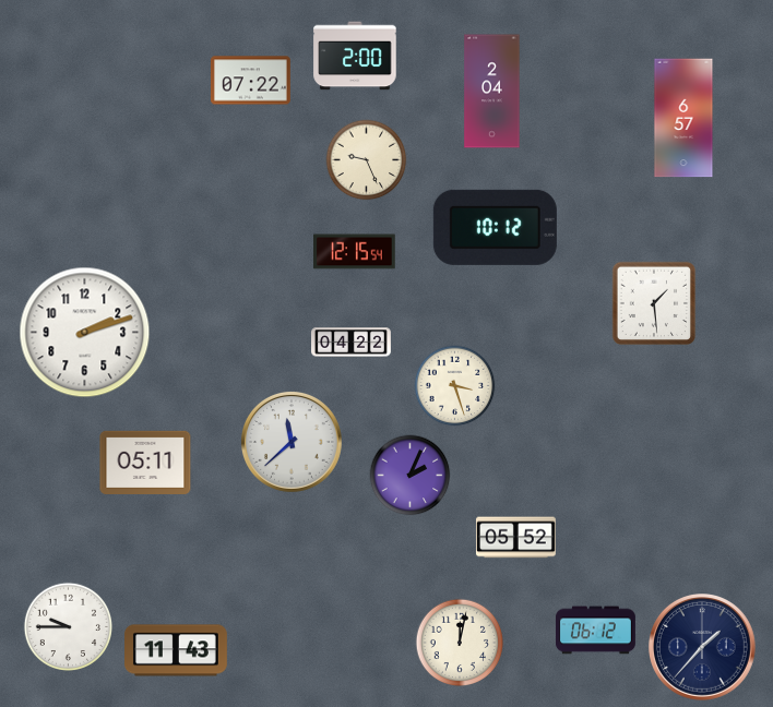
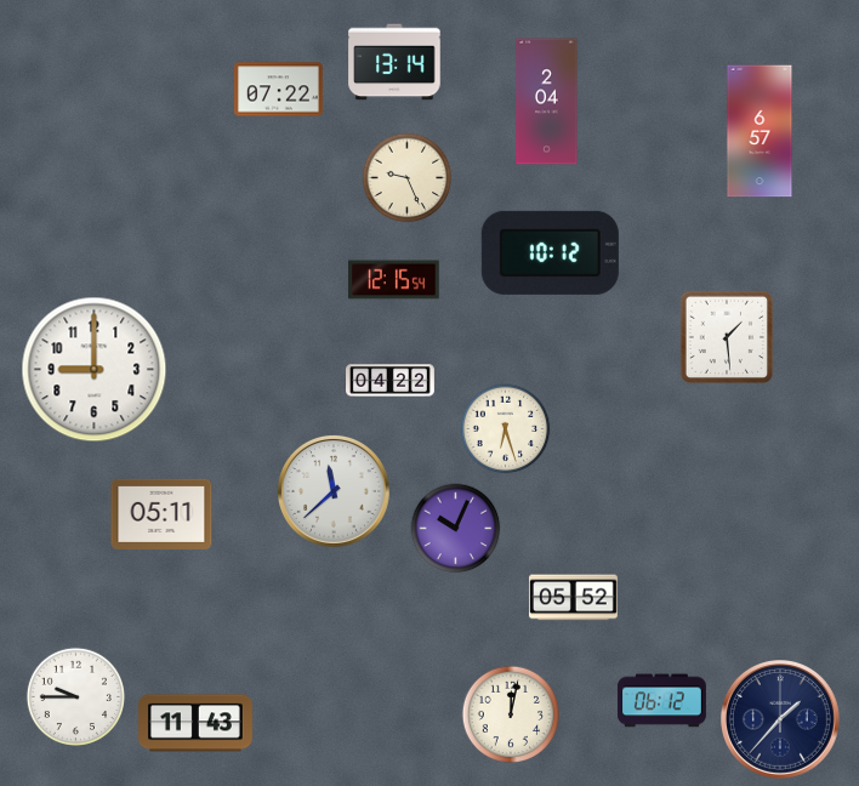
clock at (355, 56): 2:00 -> 13:14
clock at (85, 333): 2:12 -> 9:00
clock at (455, 386): 3:27 -> 6:27
clock at (292, 442) position: (292, 442) -> (334, 491)
clock at (411, 476): 2:04 -> 10:04
